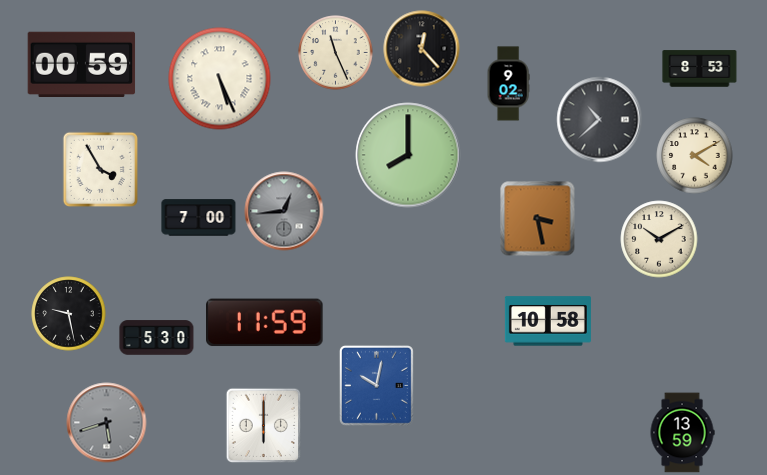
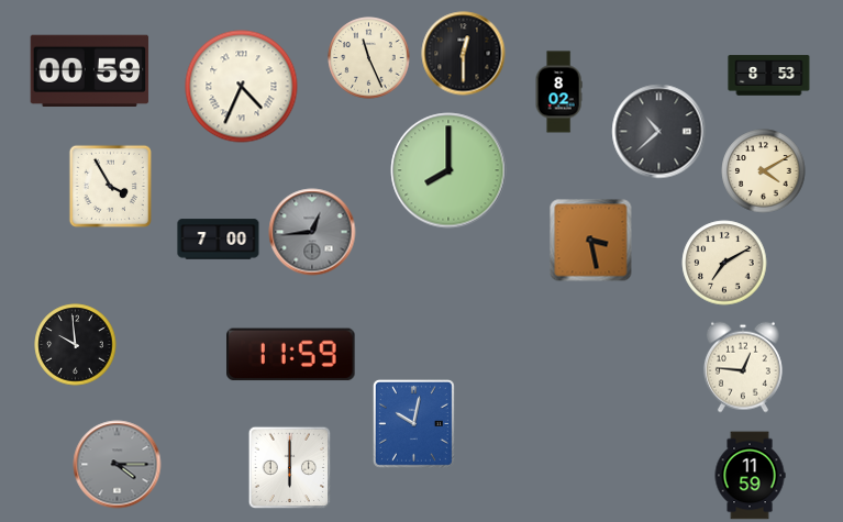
clock at (422, 49): 12:23 -> 12:30
clock at (220, 79): 5:26 -> 4:34
clock at (508, 84): 9:02 -> 8:02
clock at (659, 239): 10:10 -> 7:10
clock at (69, 314): 9:28 -> 9:59
clock at (548, 321): 10:58 -> none
clock at (743, 367): none -> 12:46
clock at (157, 338): 5:30 -> none
clock at (107, 423): 5:42 -> 4:15
clock at (682, 433): 13:59 -> 11:59
